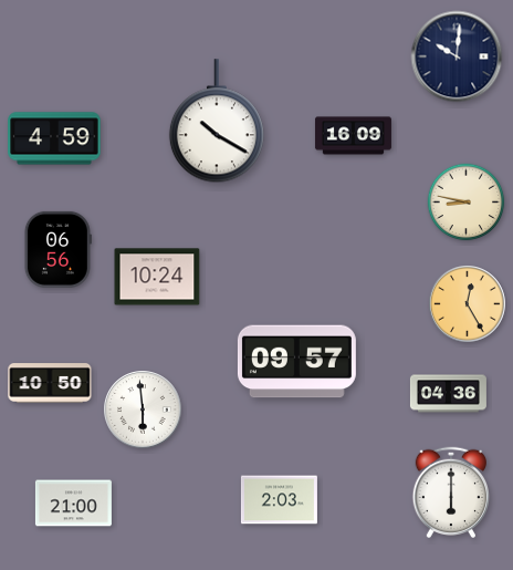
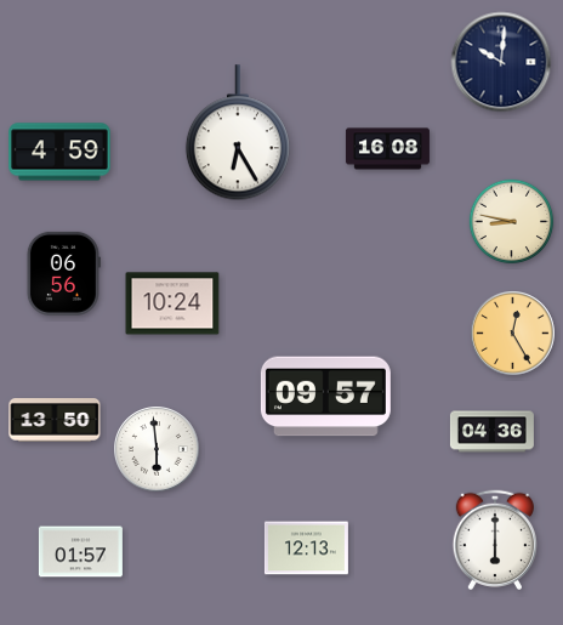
clock at (217, 122): 10:20 -> 6:25
clock at (353, 136): 16:09 -> 16:08
clock at (50, 383): 10:50 -> 13:50
clock at (279, 500): 2:03 -> 12:13
clock at (73, 504): 21:00 -> 01:57
